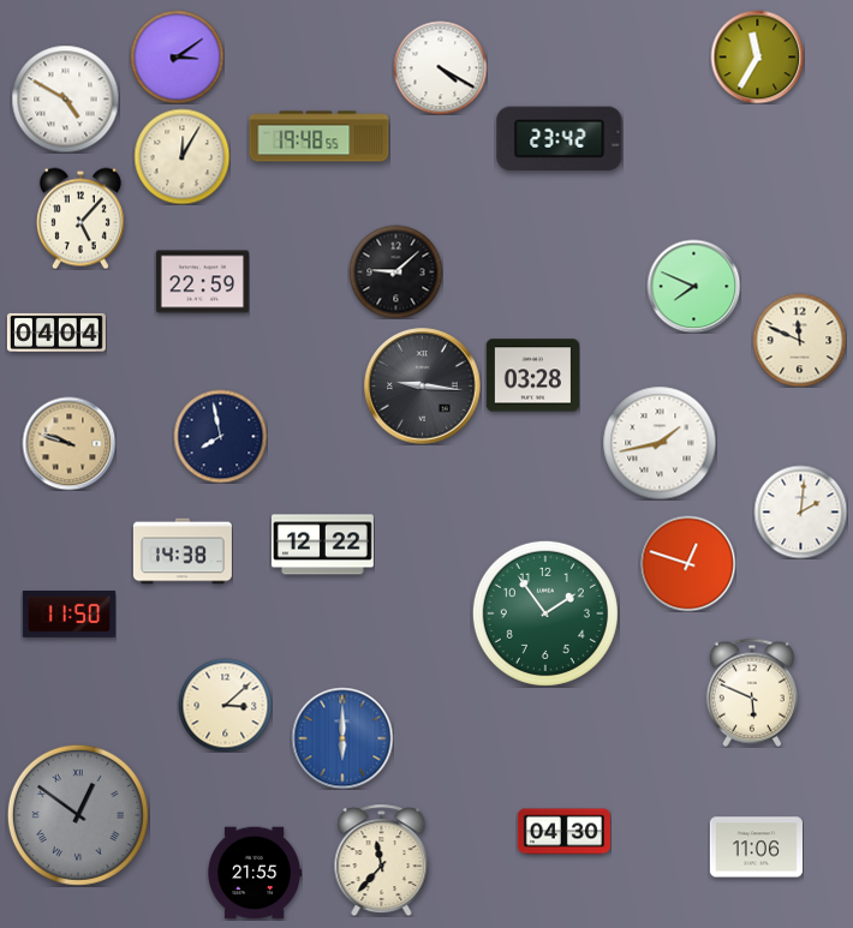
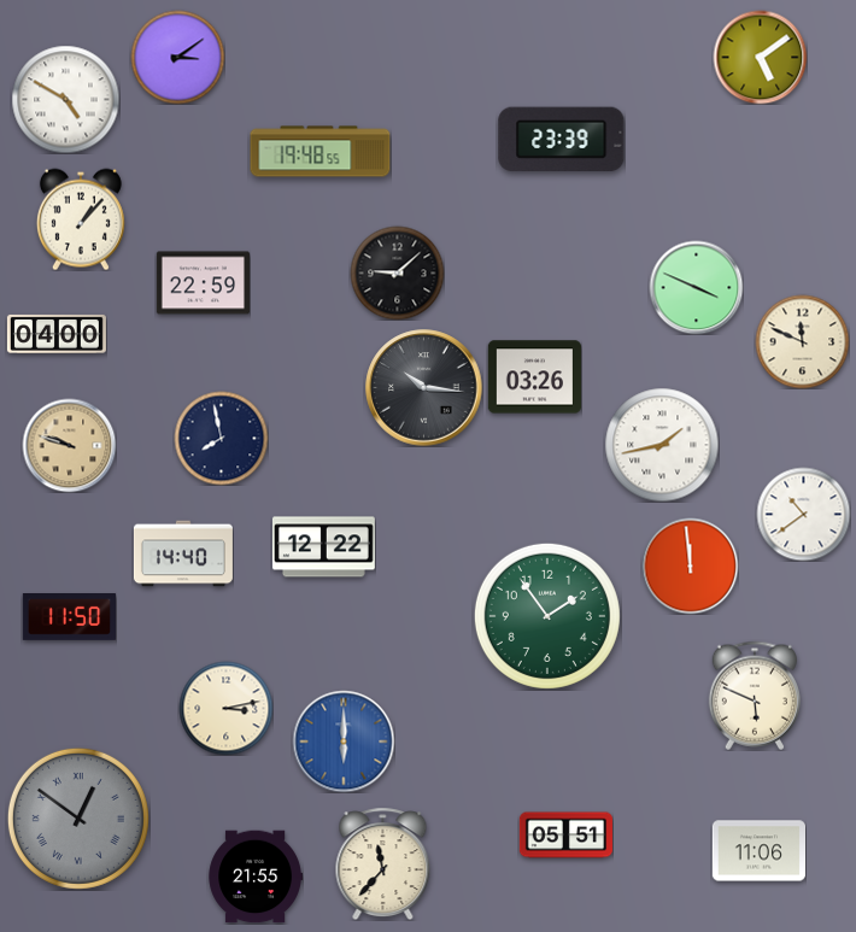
clock at (757, 56): 11:35 -> 5:09
clock at (440, 67): 4:20 -> none
clock at (320, 137) position: (320, 137) -> (321, 152)
clock at (560, 139): 23:42 -> 23:39
clock at (181, 156): 12:05 -> none
clock at (80, 218): 5:07 -> 1:07
clock at (693, 286): 7:49 -> 3:49
clock at (56, 333): 04:04 -> 04:00
clock at (532, 376): 03:28 -> 03:26
clock at (423, 387): 9:16 -> 10:16
clock at (800, 511): 2:01 -> 10:39
clock at (183, 551): 14:38 -> 14:40
clock at (687, 563): 12:48 -> 11:59
clock at (225, 705): 3:08 -> 3:13
clock at (563, 832): 04:30 -> 05:51
